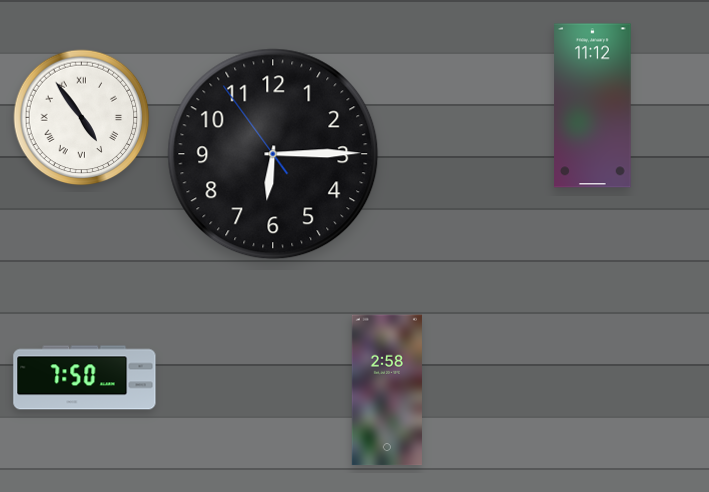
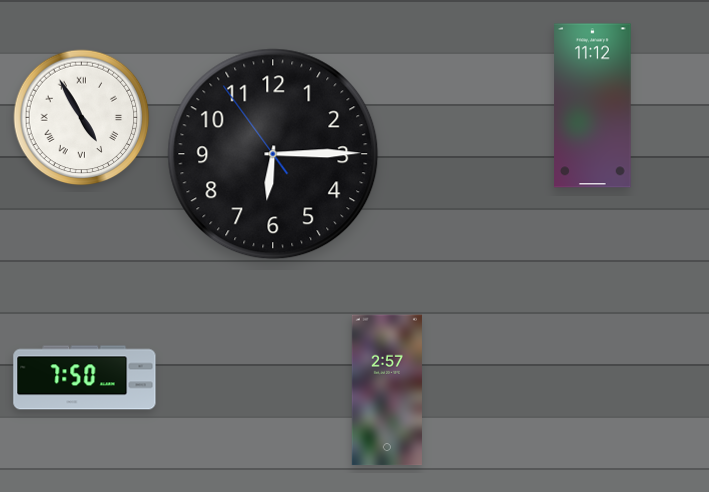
clock at (82, 118): 4:54 -> 4:55
clock at (387, 390): 2:58 -> 2:57
